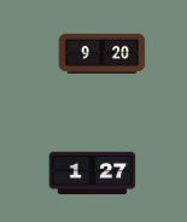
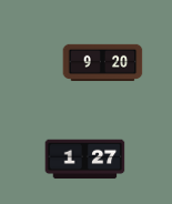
clock at (103, 54) position: (103, 54) -> (103, 63)
